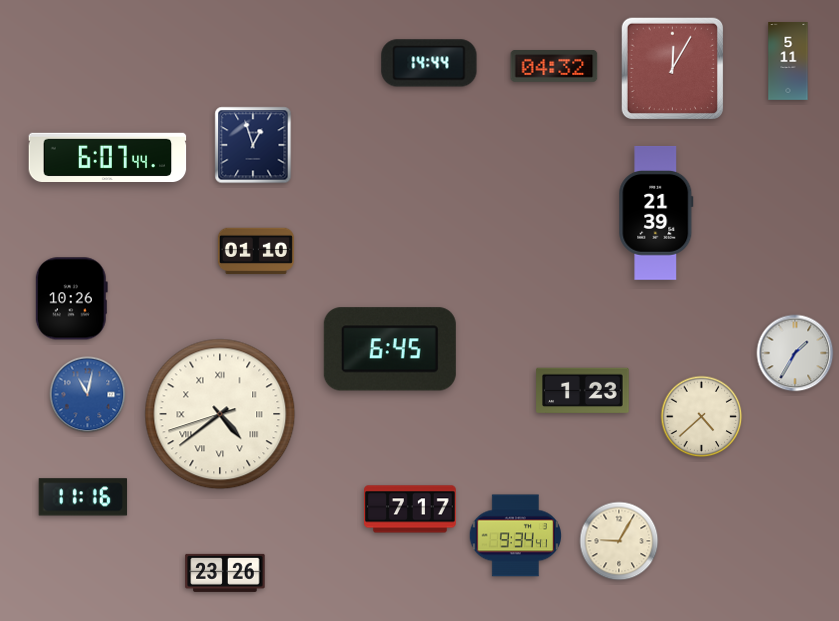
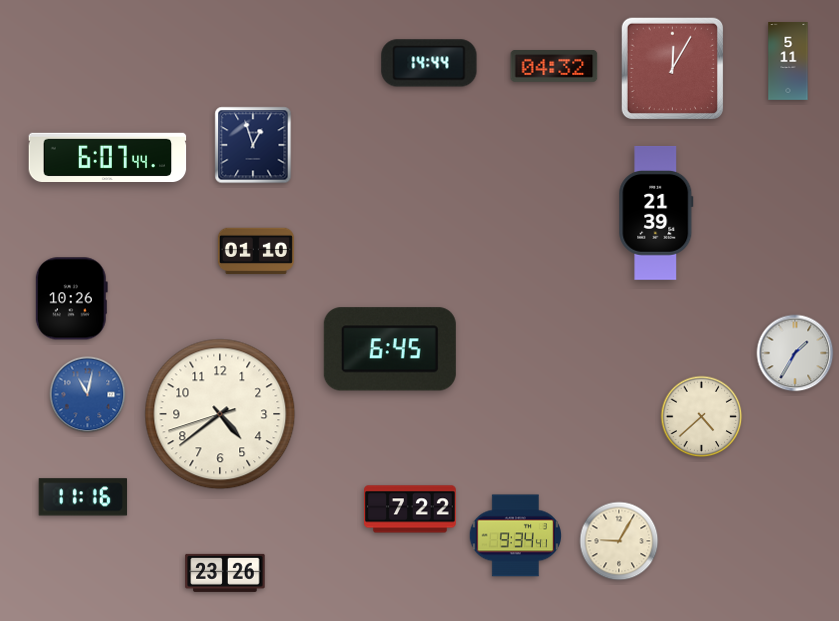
clock at (583, 391): 1:23 -> none
clock at (220, 414) numerals: Roman -> Arabic
clock at (411, 509): 7:17 -> 7:22
